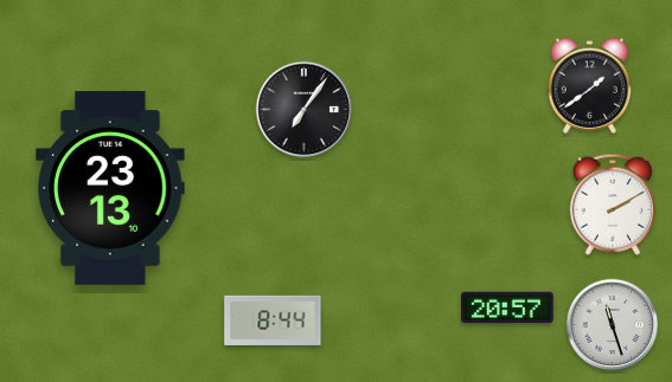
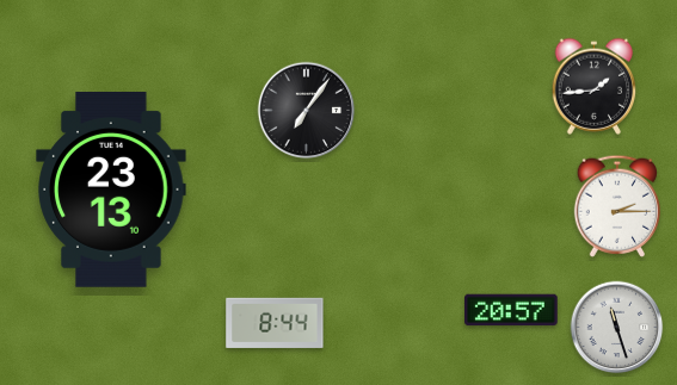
clock at (590, 85): 1:39 -> 1:44
clock at (612, 205): 2:10 -> 2:15
